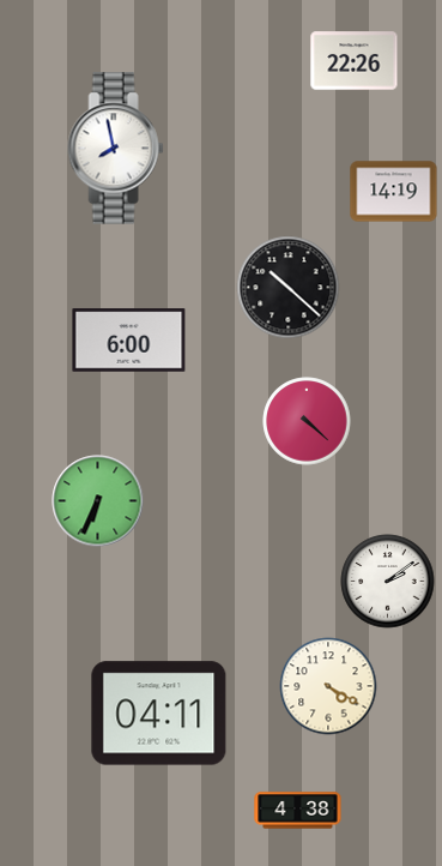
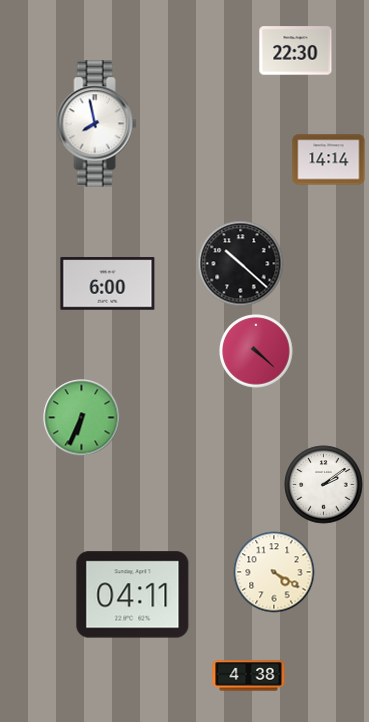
clock at (355, 61): 22:26 -> 22:30
clock at (394, 192): 14:19 -> 14:14
clock at (289, 288) position: (289, 288) -> (241, 264)
